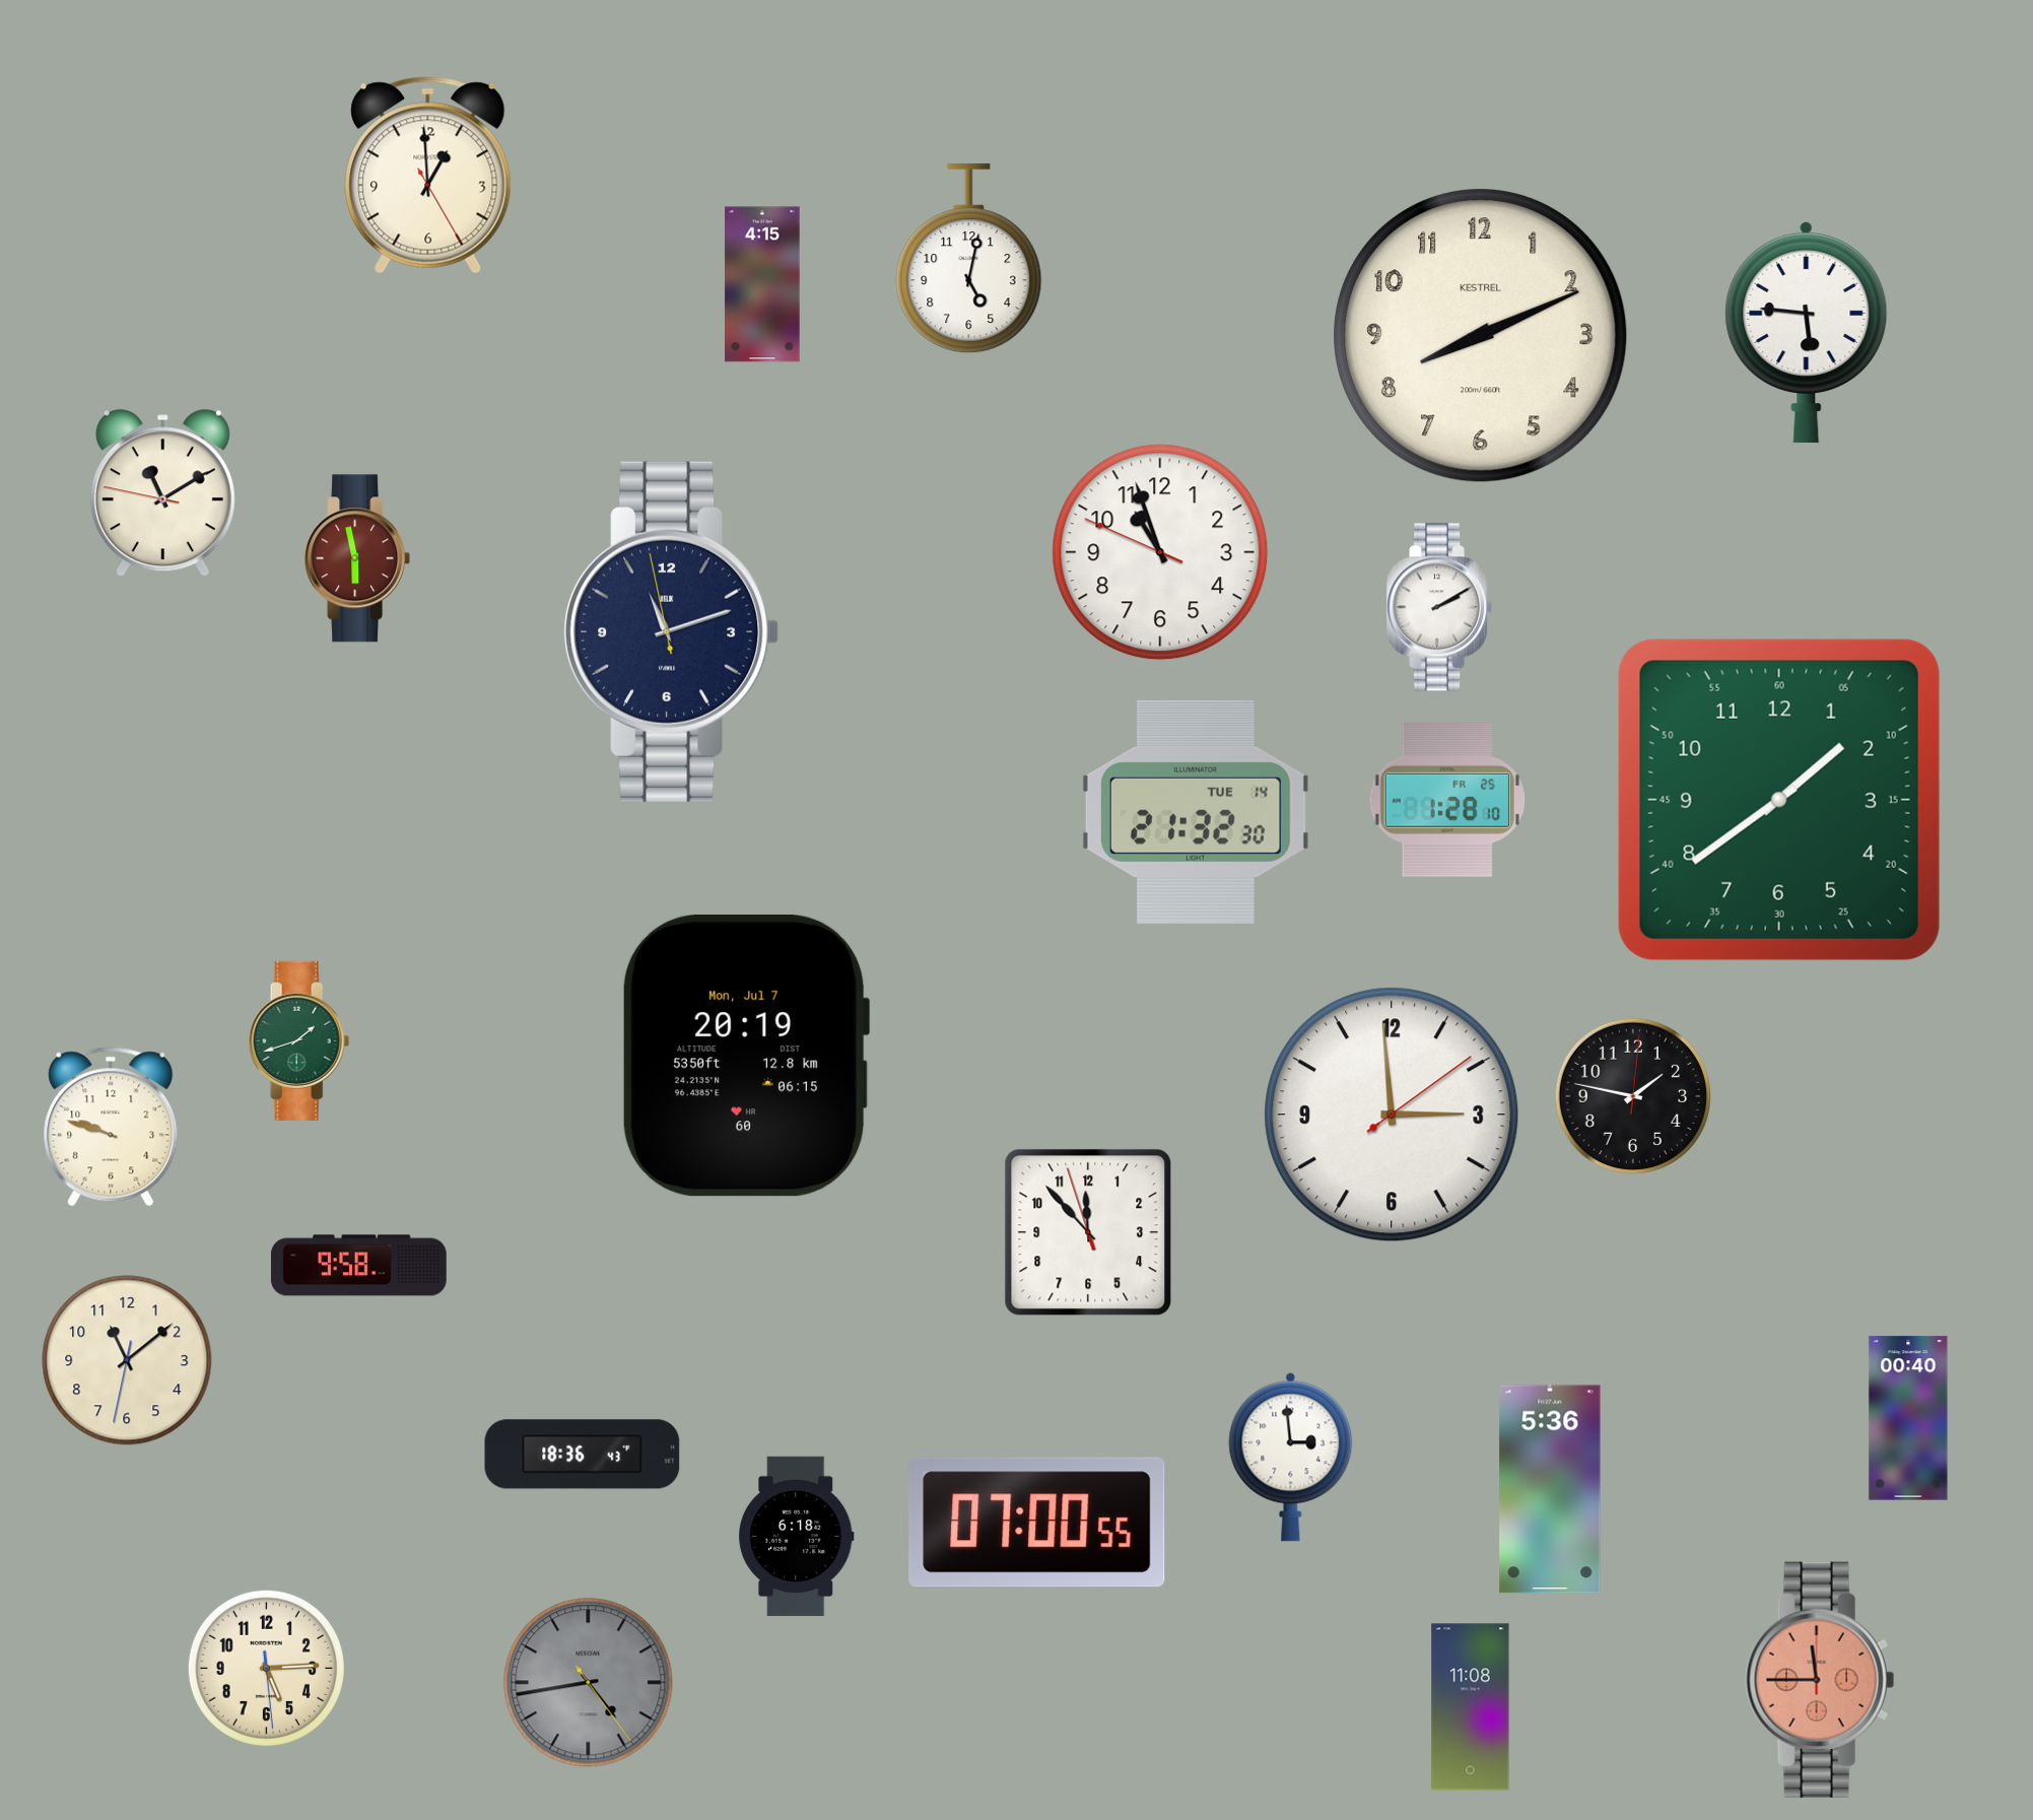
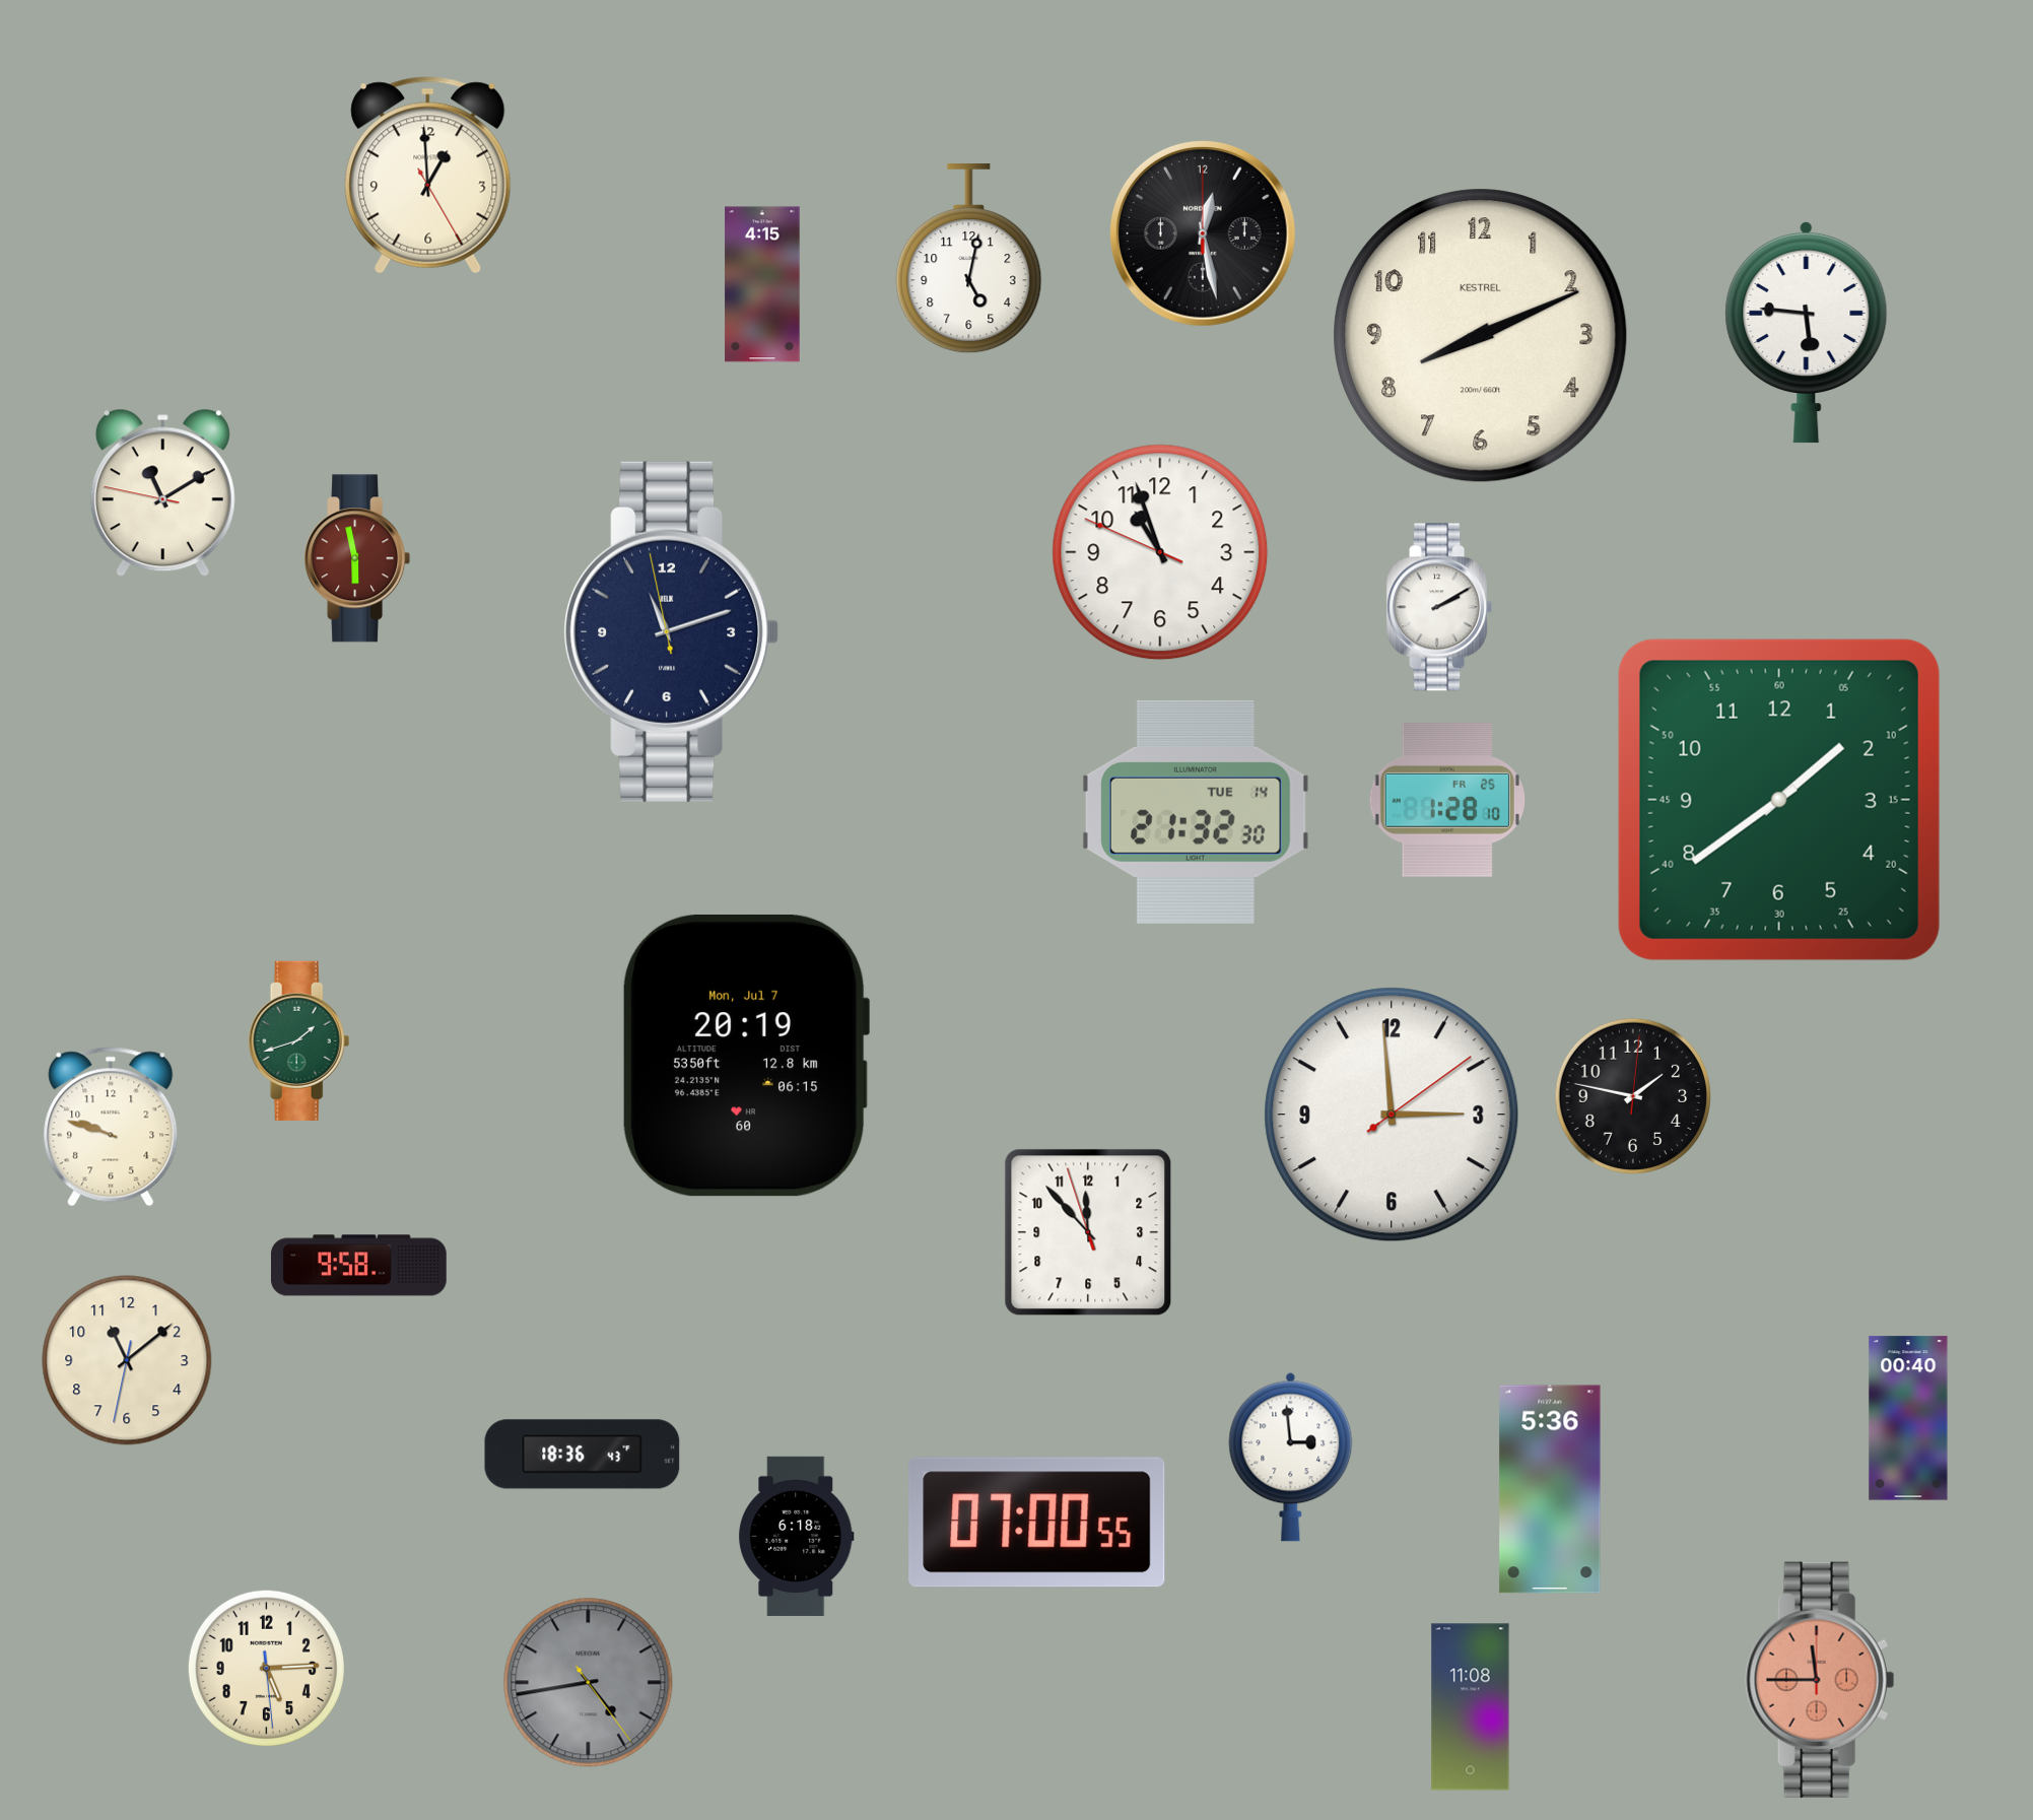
clock at (1203, 233): none -> 12:28
